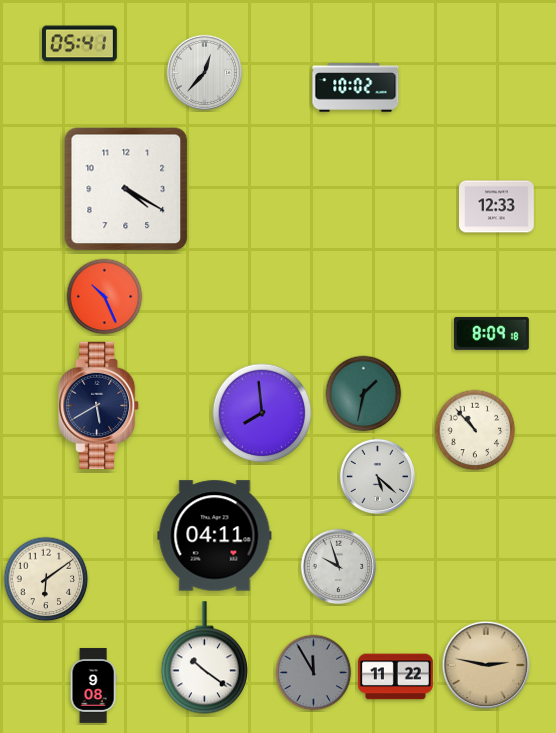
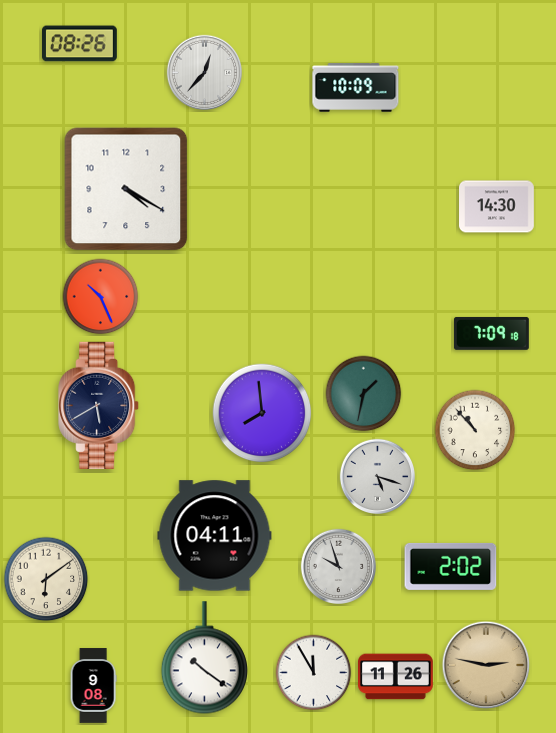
clock at (80, 44): 05:41 -> 08:26
clock at (356, 88): 10:02 -> 10:09
clock at (497, 207): 12:33 -> 14:30
clock at (105, 297) position: (105, 297) -> (101, 297)
clock at (491, 333): 8:09 -> 7:09
clock at (377, 476): 5:22 -> 5:18
clock at (451, 566): none -> 2:02
clock at (314, 673) dial: grey -> white
clock at (396, 677): 11:22 -> 11:26
